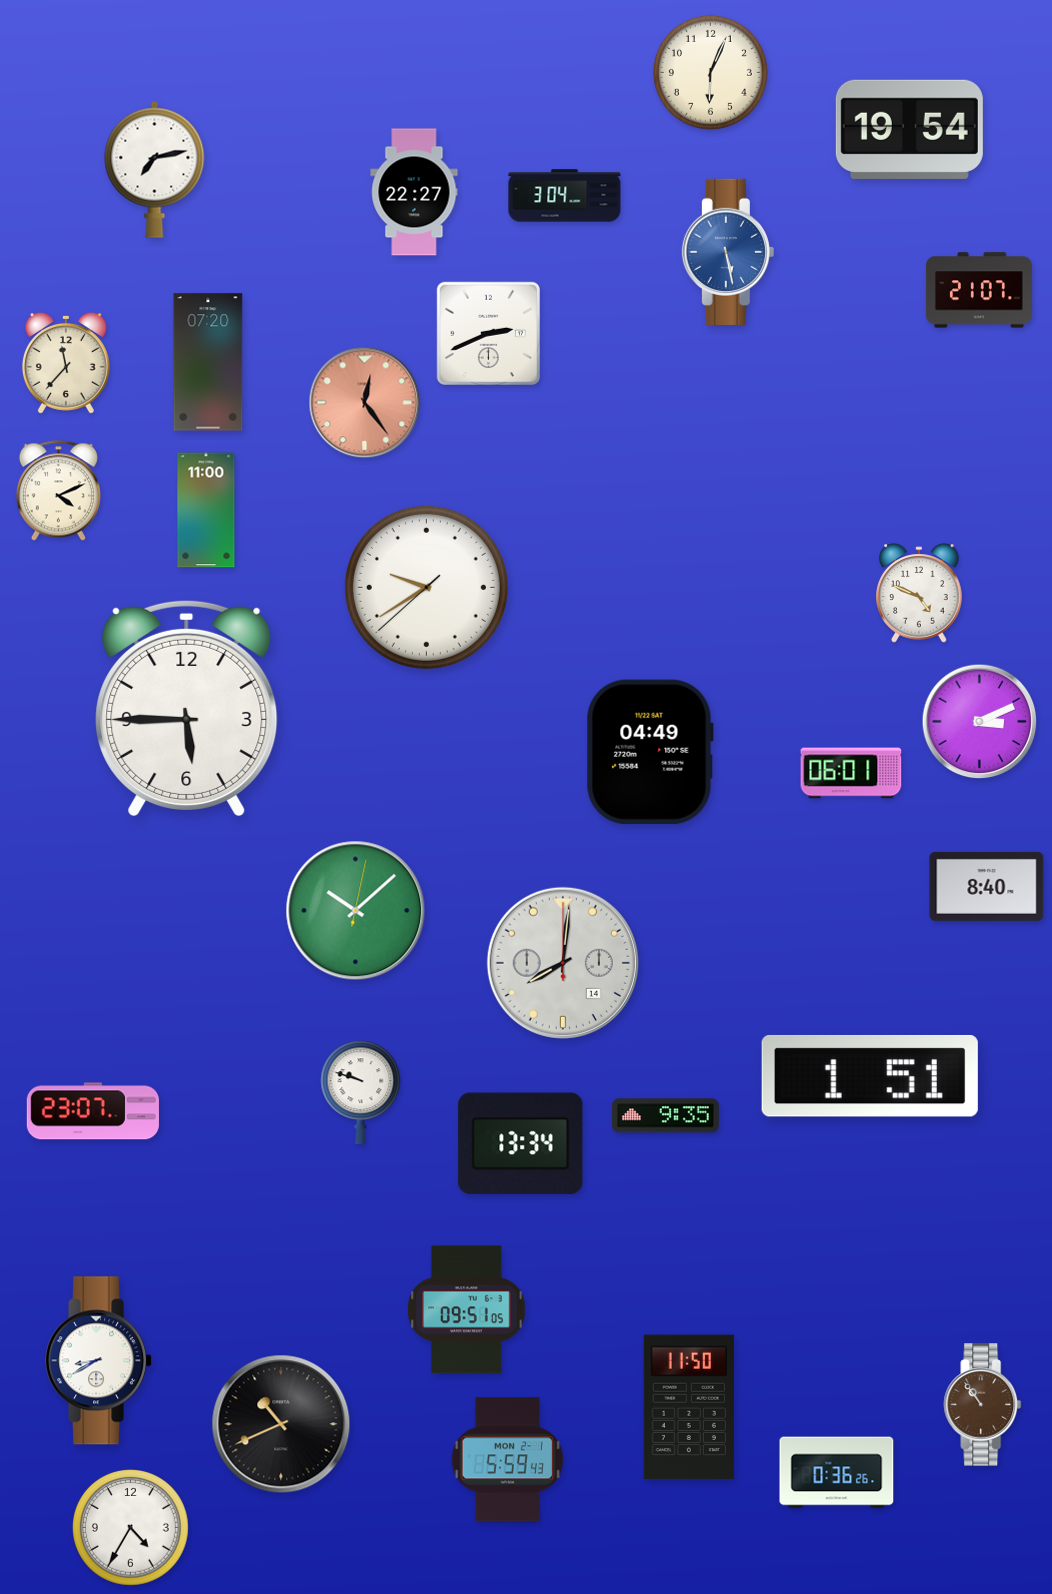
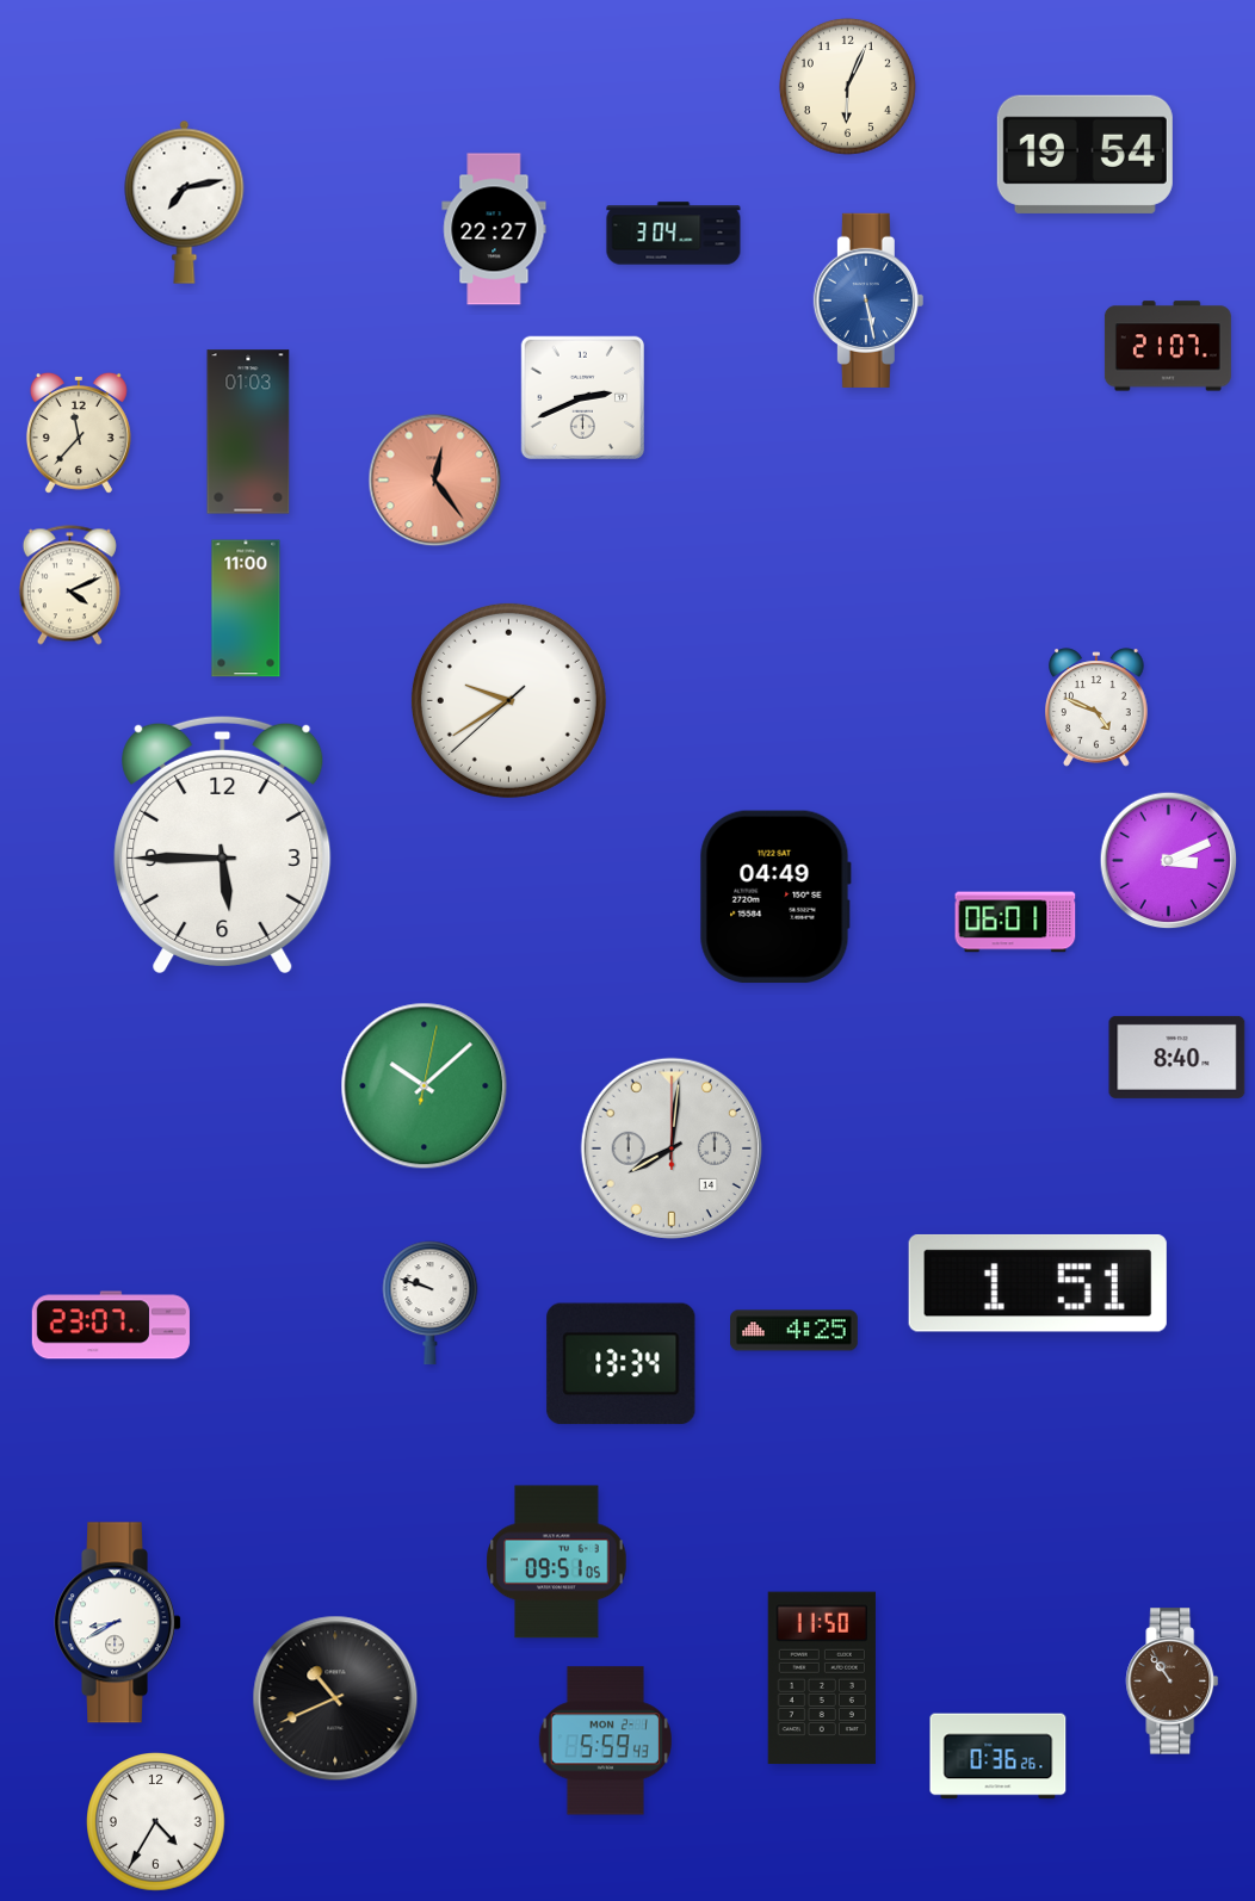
clock at (208, 362): 07:20 -> 01:03
clock at (666, 1116): 9:35 -> 4:25
clock at (983, 1405) position: (983, 1405) -> (1173, 1682)
